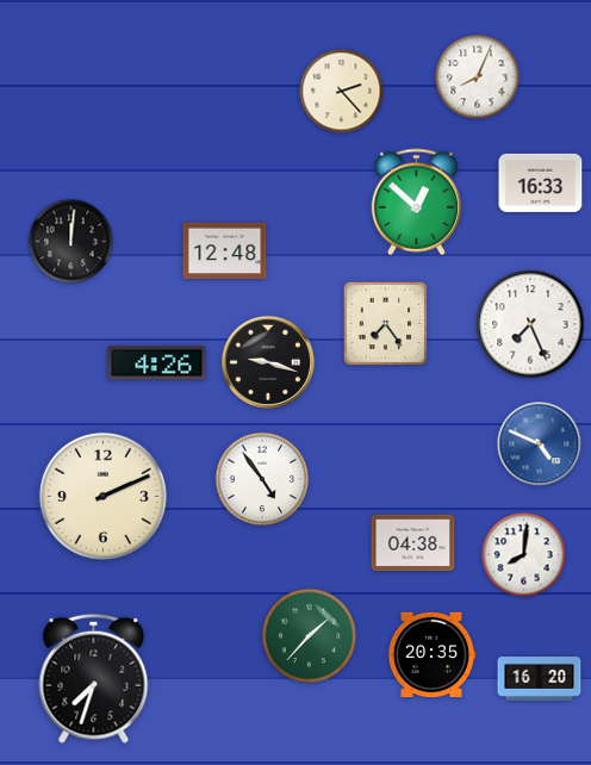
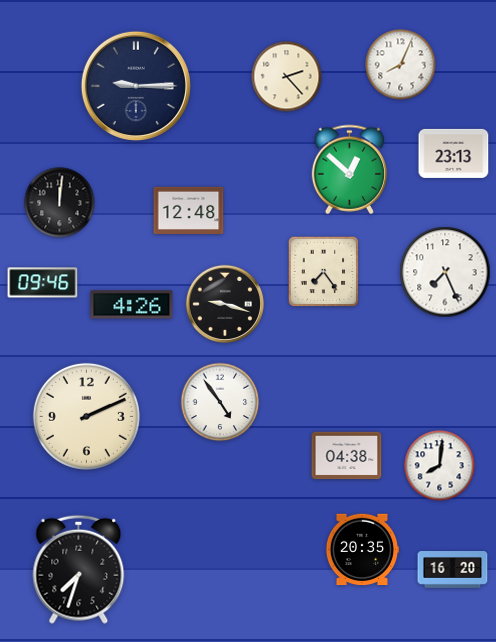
clock at (135, 85): none -> 9:15
clock at (541, 182): 16:33 -> 23:13
clock at (43, 283): none -> 09:46
clock at (540, 444): 4:49 -> none
clock at (310, 636): 1:37 -> none
